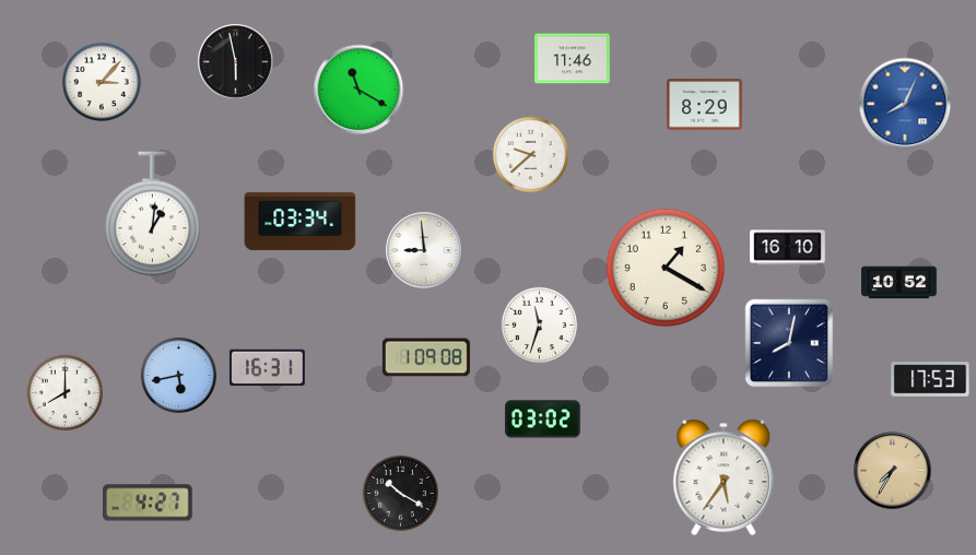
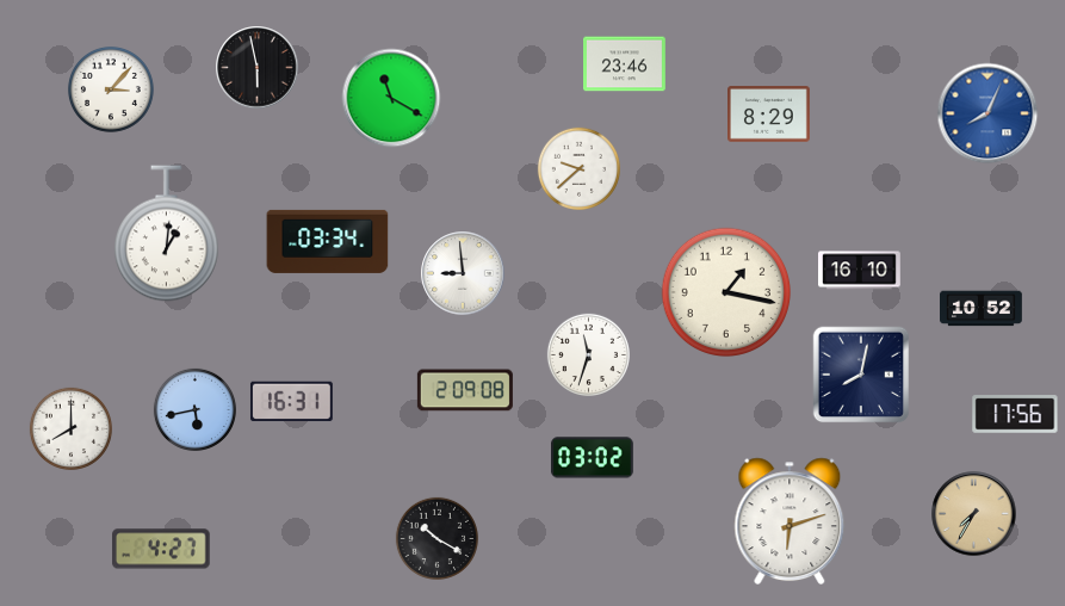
clock at (573, 59): 11:46 -> 23:46
clock at (666, 268): 1:20 -> 1:17
clock at (426, 357): 1:09 -> 2:09
clock at (930, 379): 17:53 -> 17:56
clock at (724, 476): 5:36 -> 6:12
